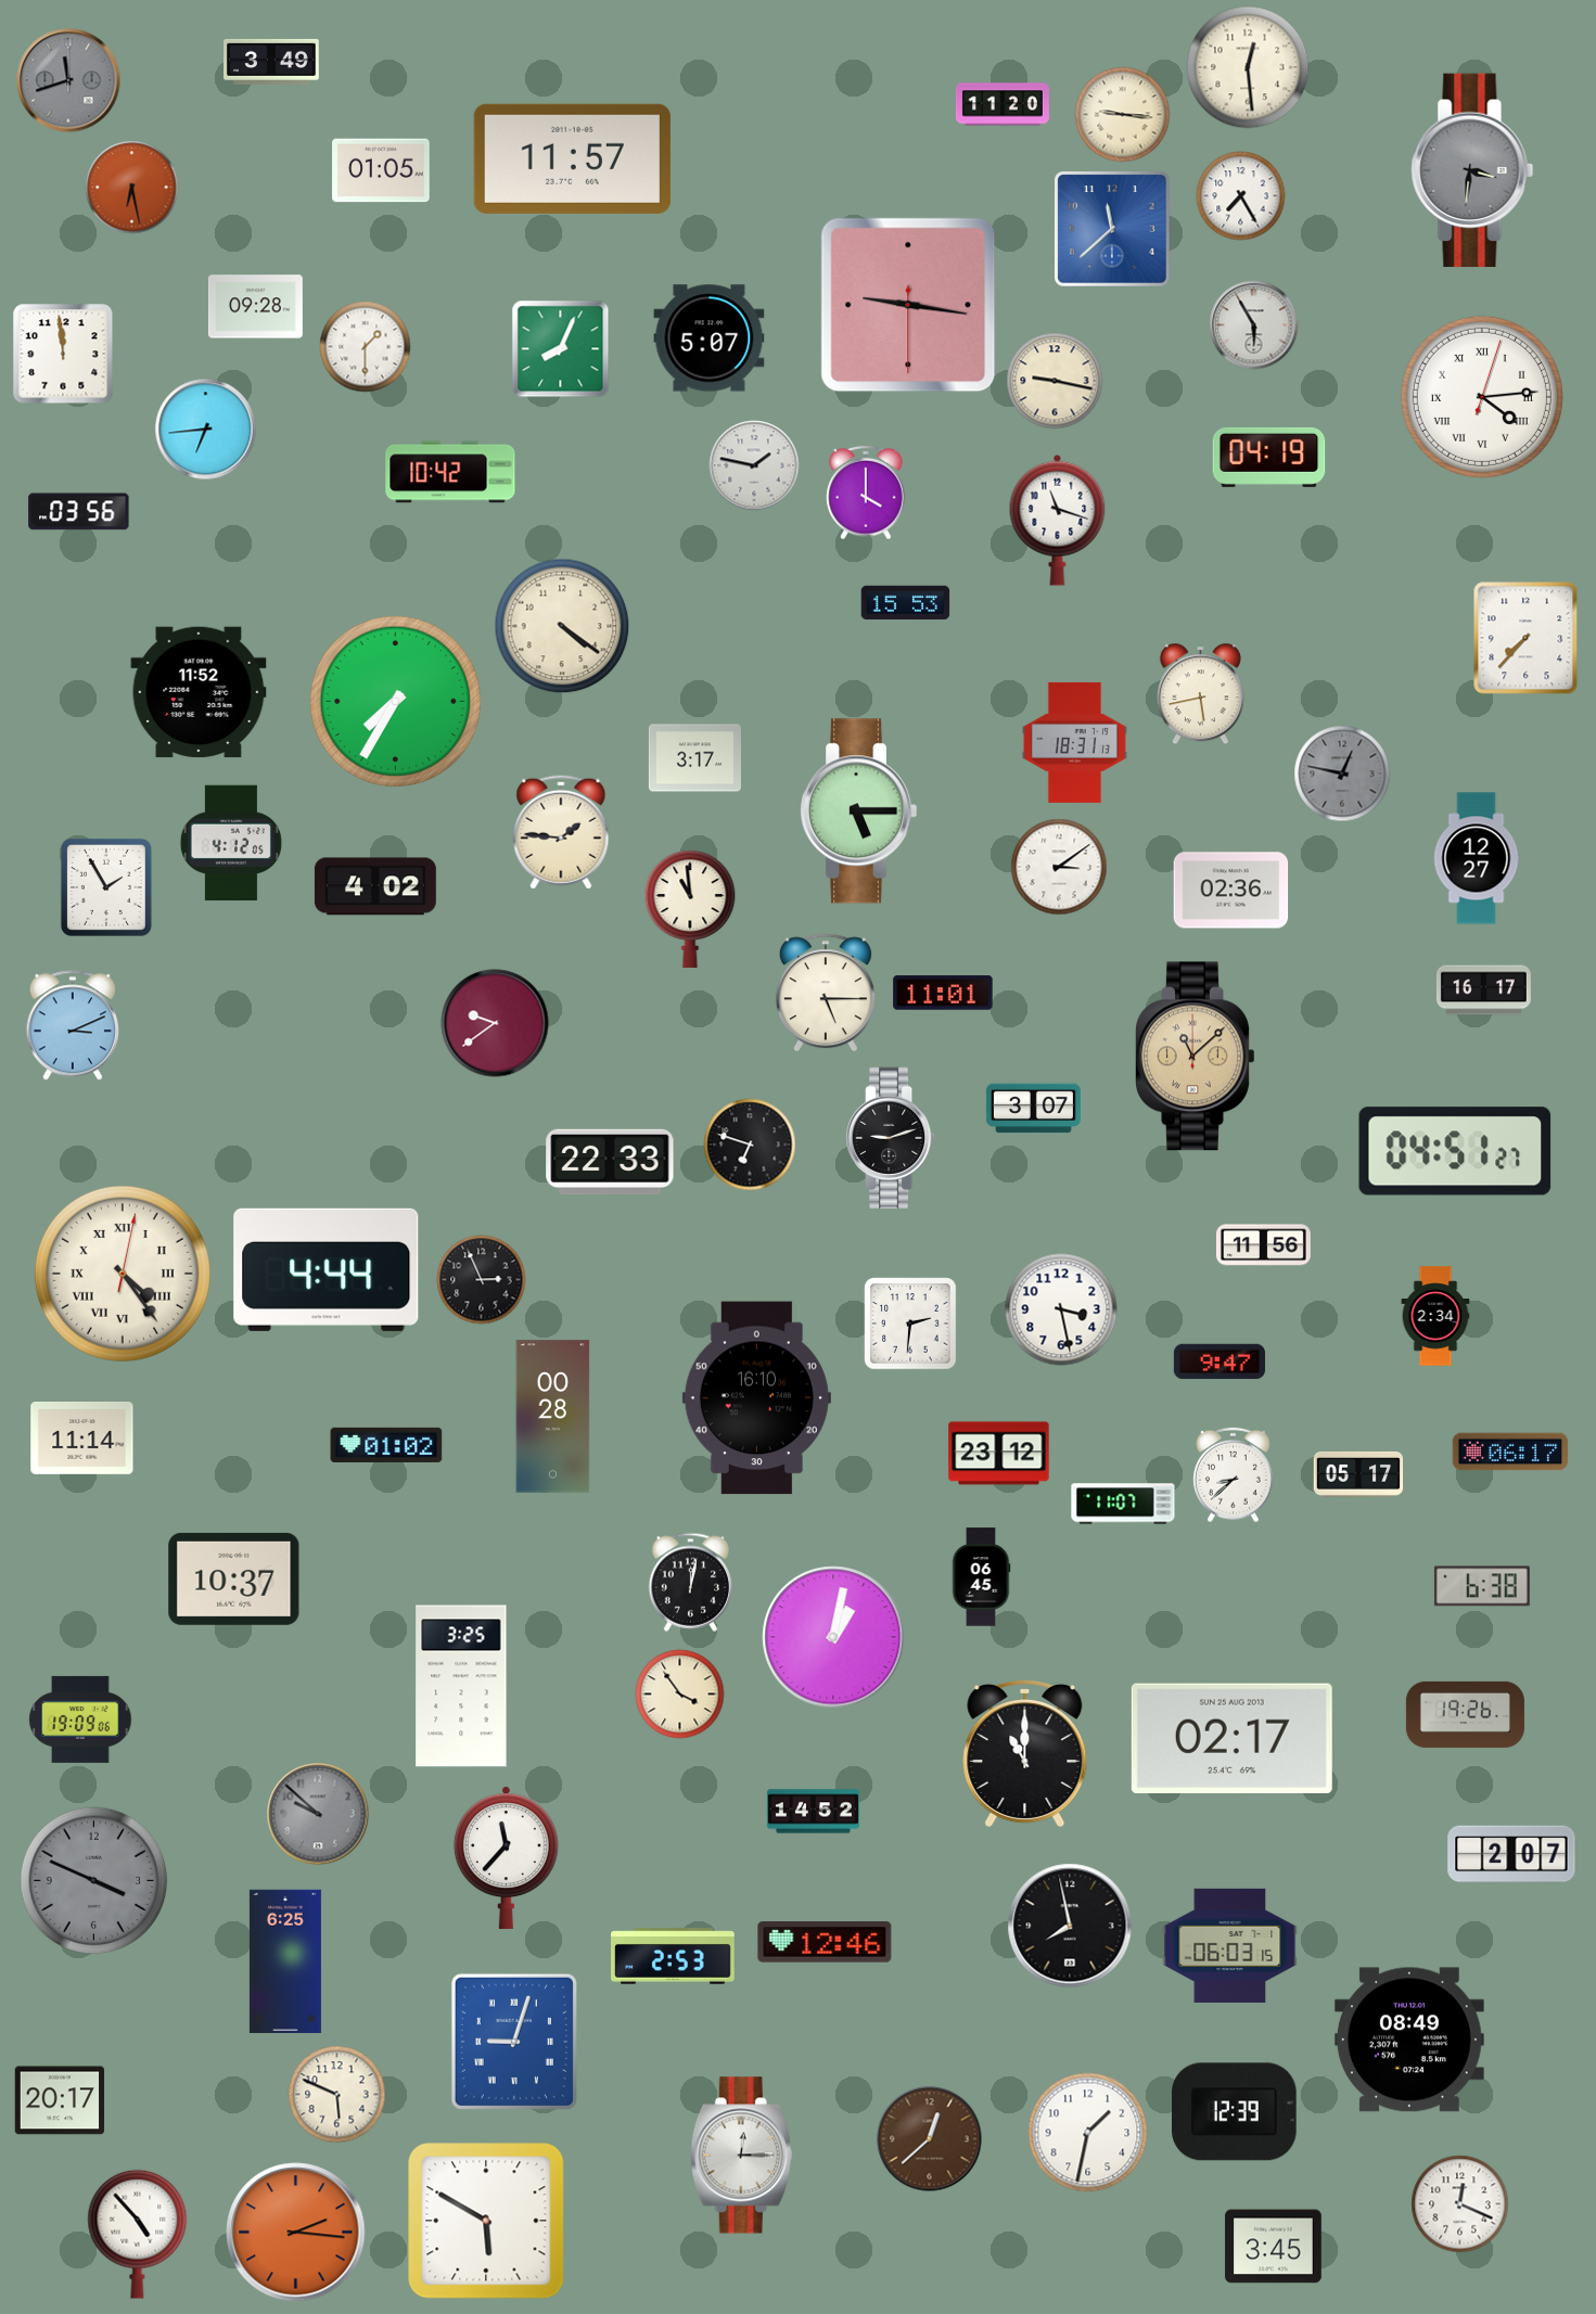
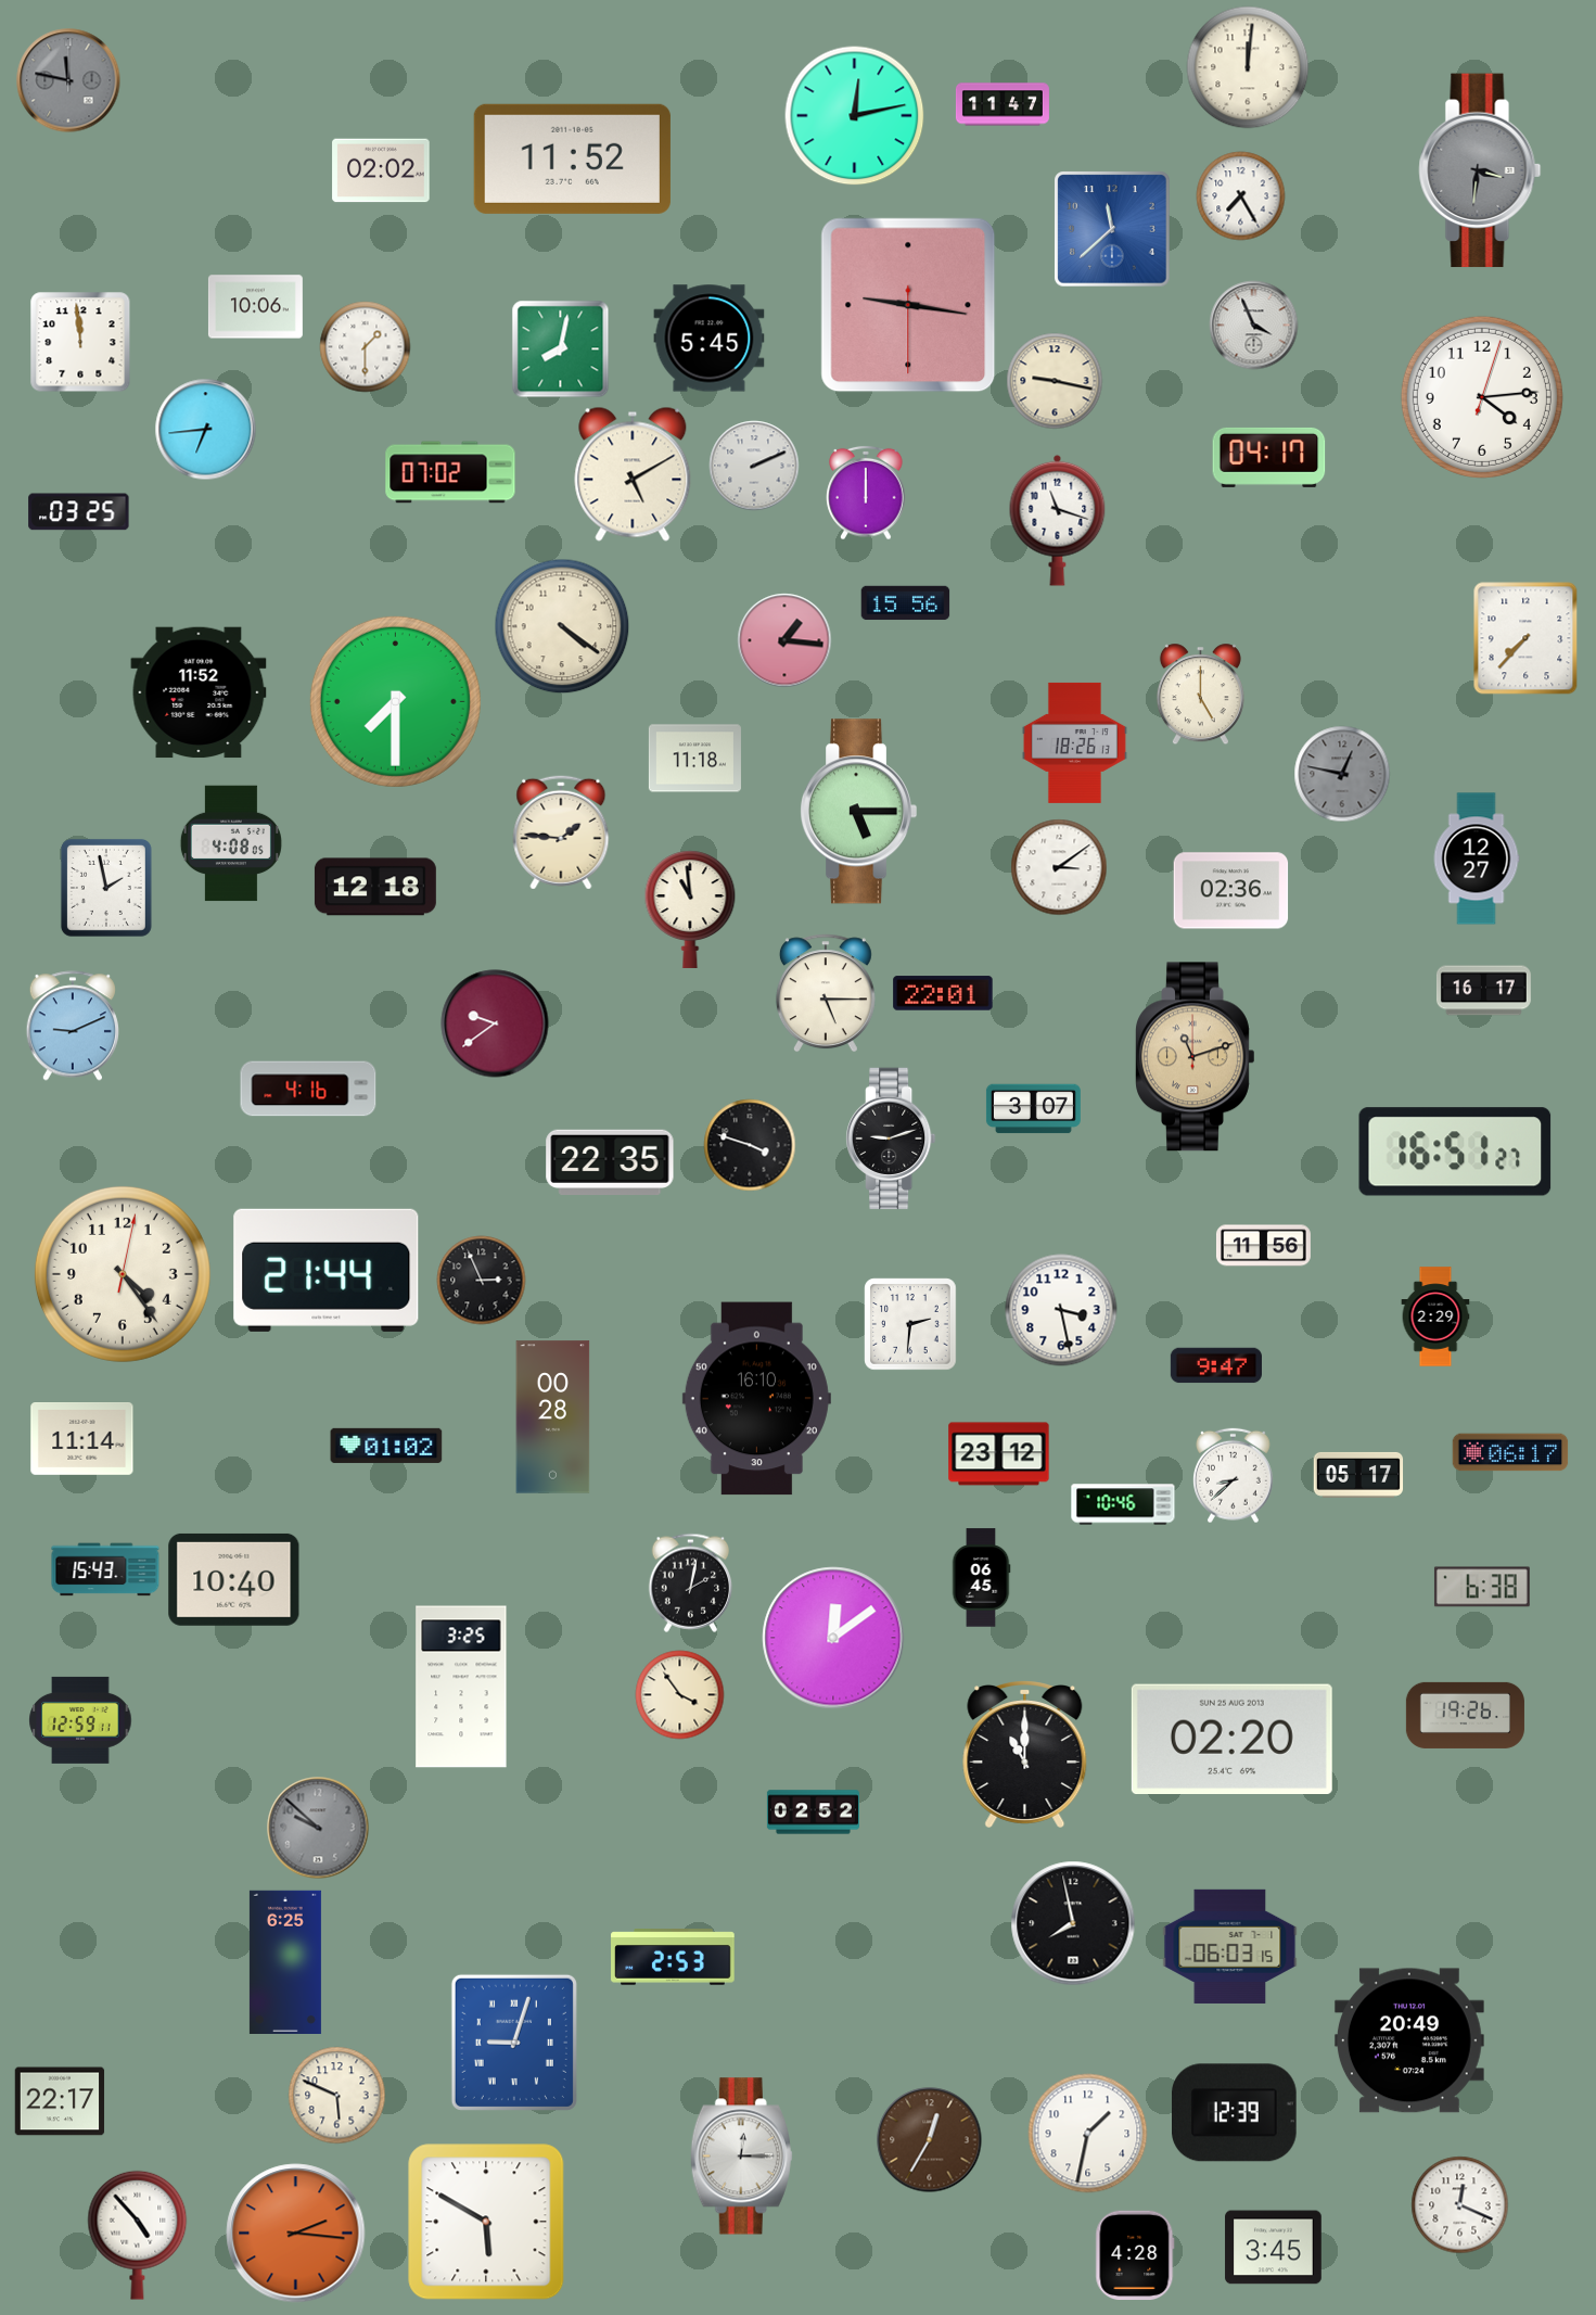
clock at (272, 62): 3:49 -> none
clock at (1248, 67): 12:29 -> 12:01
clock at (68, 80): 11:42 -> 11:47
clock at (1003, 104): 11:20 -> 11:47
clock at (1123, 115): 9:16 -> none
clock at (855, 116): none -> 12:13
clock at (572, 158): 11:57 -> 11:52
clock at (381, 170): 01:05 -> 02:02
clock at (1472, 170) position: (1472, 170) -> (1480, 170)
clock at (132, 188): 6:28 -> none
clock at (255, 307): 09:28 -> 10:06
clock at (1254, 325): 5:55 -> 3:56
clock at (710, 338): 5:07 -> 5:45
clock at (561, 349): 8:04 -> 8:02
clock at (63, 354) position: (63, 354) -> (80, 342)
clock at (1482, 397) numerals: Roman -> Arabic
clock at (1269, 457): 04:19 -> 04:17
clock at (754, 465): 1:47 -> 2:11
clock at (450, 472): 10:42 -> 07:02
clock at (633, 474): none -> 5:10
clock at (866, 493): 4:00 -> 12:00
clock at (79, 512): 03:56 -> 03:25
clock at (906, 603): 15:53 -> 15:56
clock at (784, 640): none -> 1:16
clock at (1200, 694): 5:43 -> 5:00
clock at (395, 701): 7:35 -> 7:30
clock at (1074, 742): 18:31 -> 18:26
clock at (694, 758): 3:17 -> 11:18
clock at (231, 843): 4:12 -> 4:08
clock at (375, 886): 4:02 -> 12:18
clock at (106, 887): 1:55 -> 1:58
clock at (943, 993): 11:01 -> 22:01
clock at (72, 1025): 3:11 -> 9:11
clock at (1196, 1057): 11:08 -> 11:12
clock at (308, 1089): none -> 4:16
clock at (750, 1145): 6:48 -> 3:48
clock at (1455, 1151): 04:51 -> 16:51
clock at (610, 1161): 22:33 -> 22:35
clock at (327, 1269): 4:44 -> 21:44
clock at (123, 1274) numerals: Roman -> Arabic
clock at (1435, 1316): 2:34 -> 2:29
clock at (1220, 1361) position: (1220, 1361) -> (1216, 1365)
clock at (1123, 1504): 11:07 -> 10:46
clock at (105, 1569): none -> 15:43
clock at (234, 1578): 10:37 -> 10:40
clock at (691, 1582): 12:02 -> 2:02
clock at (833, 1637): 1:02 -> 12:09
clock at (80, 1719): 19:09 -> 12:59
clock at (1231, 1738): 02:17 -> 02:20
clock at (813, 1812): 14:52 -> 02:52
clock at (318, 1814) position: (318, 1814) -> (318, 1828)
clock at (1511, 1854): 2:07 -> none
clock at (506, 1857): 11:37 -> none
clock at (94, 1881): 3:49 -> none
clock at (1070, 1926) position: (1070, 1926) -> (1073, 1923)
clock at (825, 1942): 12:46 -> none
clock at (1409, 2040): 08:49 -> 20:49
clock at (60, 2100): 20:17 -> 22:17
clock at (930, 2139): 12:38 -> 12:35
clock at (1135, 2255): none -> 4:28
